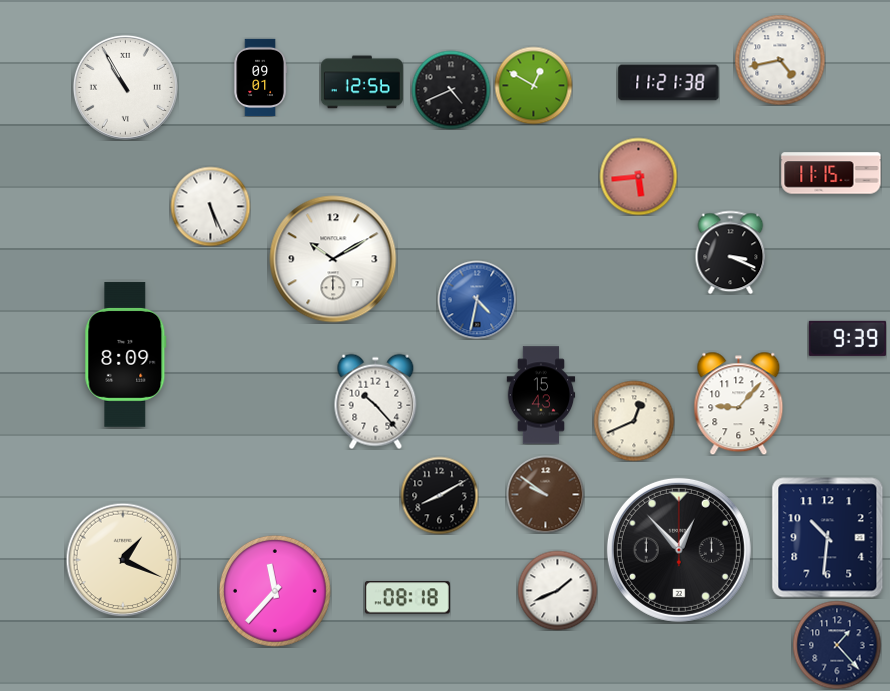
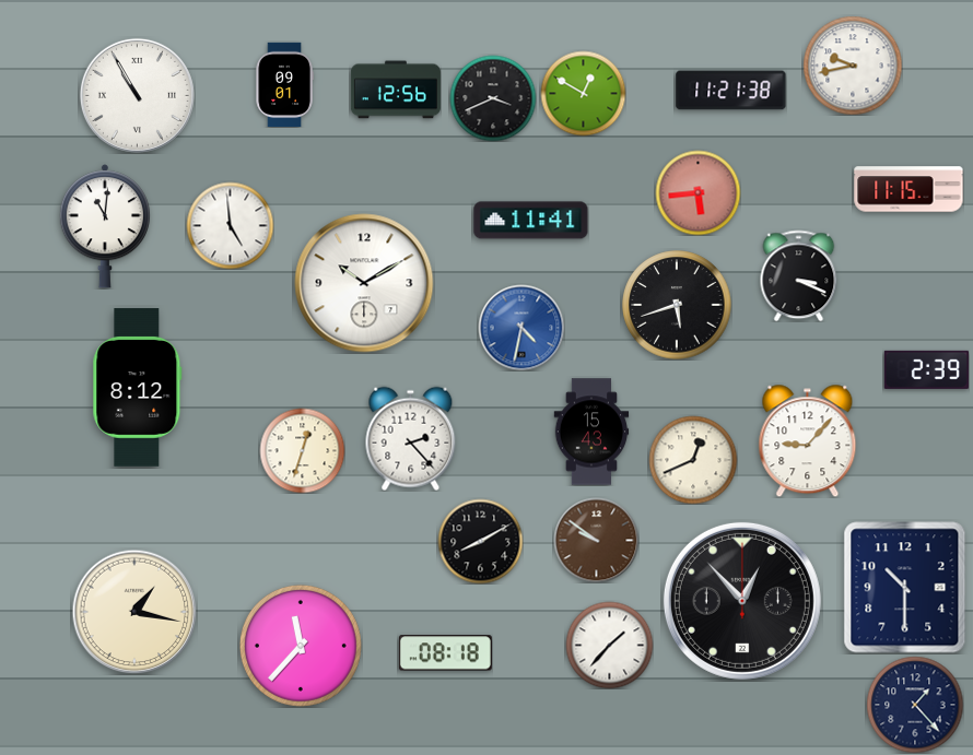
clock at (780, 60): 4:43 -> 9:43
clock at (451, 90): 4:41 -> 3:41
clock at (531, 221): none -> 11:41
clock at (210, 206): 5:26 -> 4:59
clock at (105, 226): none -> 11:01
clock at (677, 305): none -> 5:42
clock at (847, 338): 9:39 -> 2:39
clock at (126, 355): 8:09 -> 8:12
clock at (376, 401): 10:23 -> 2:23
clock at (302, 450): none -> 12:33
clock at (828, 538): 10:31 -> 10:30
clock at (123, 560): 1:19 -> 1:17
clock at (557, 590): 1:41 -> 1:37
